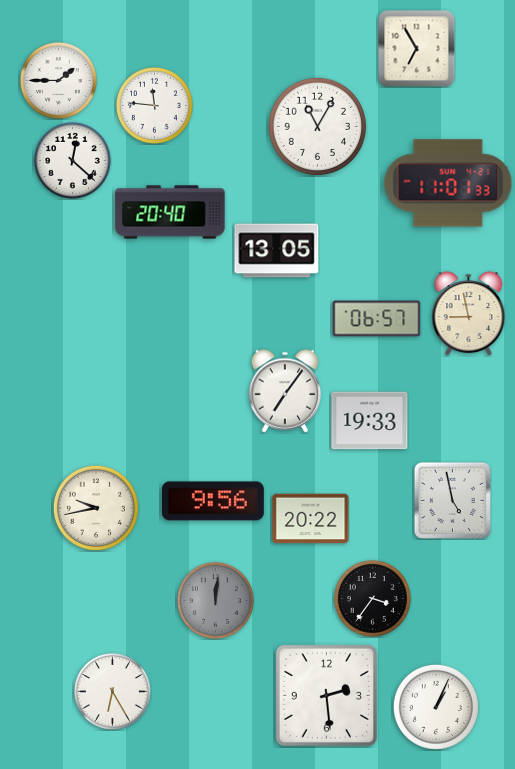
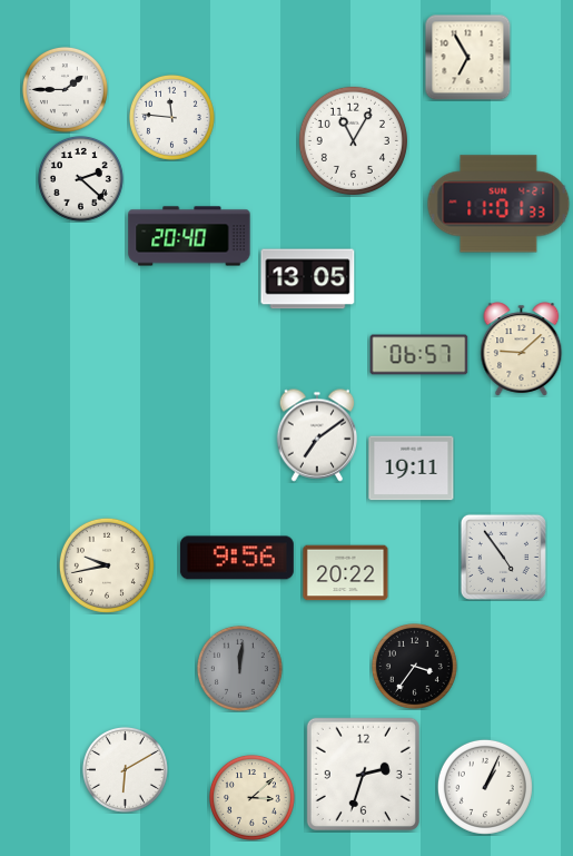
clock at (416, 48) position: (416, 48) -> (467, 57)
clock at (72, 160): 12:22 -> 2:22
clock at (469, 314): 8:58 -> 9:08
clock at (285, 391): 7:06 -> 7:09
clock at (370, 421): 19:33 -> 19:11
clock at (452, 500): 4:58 -> 4:54
clock at (311, 519) position: (311, 519) -> (346, 573)
clock at (112, 691): 6:25 -> 6:10
clock at (326, 695): 2:29 -> 2:33
clock at (251, 797): none -> 3:08
